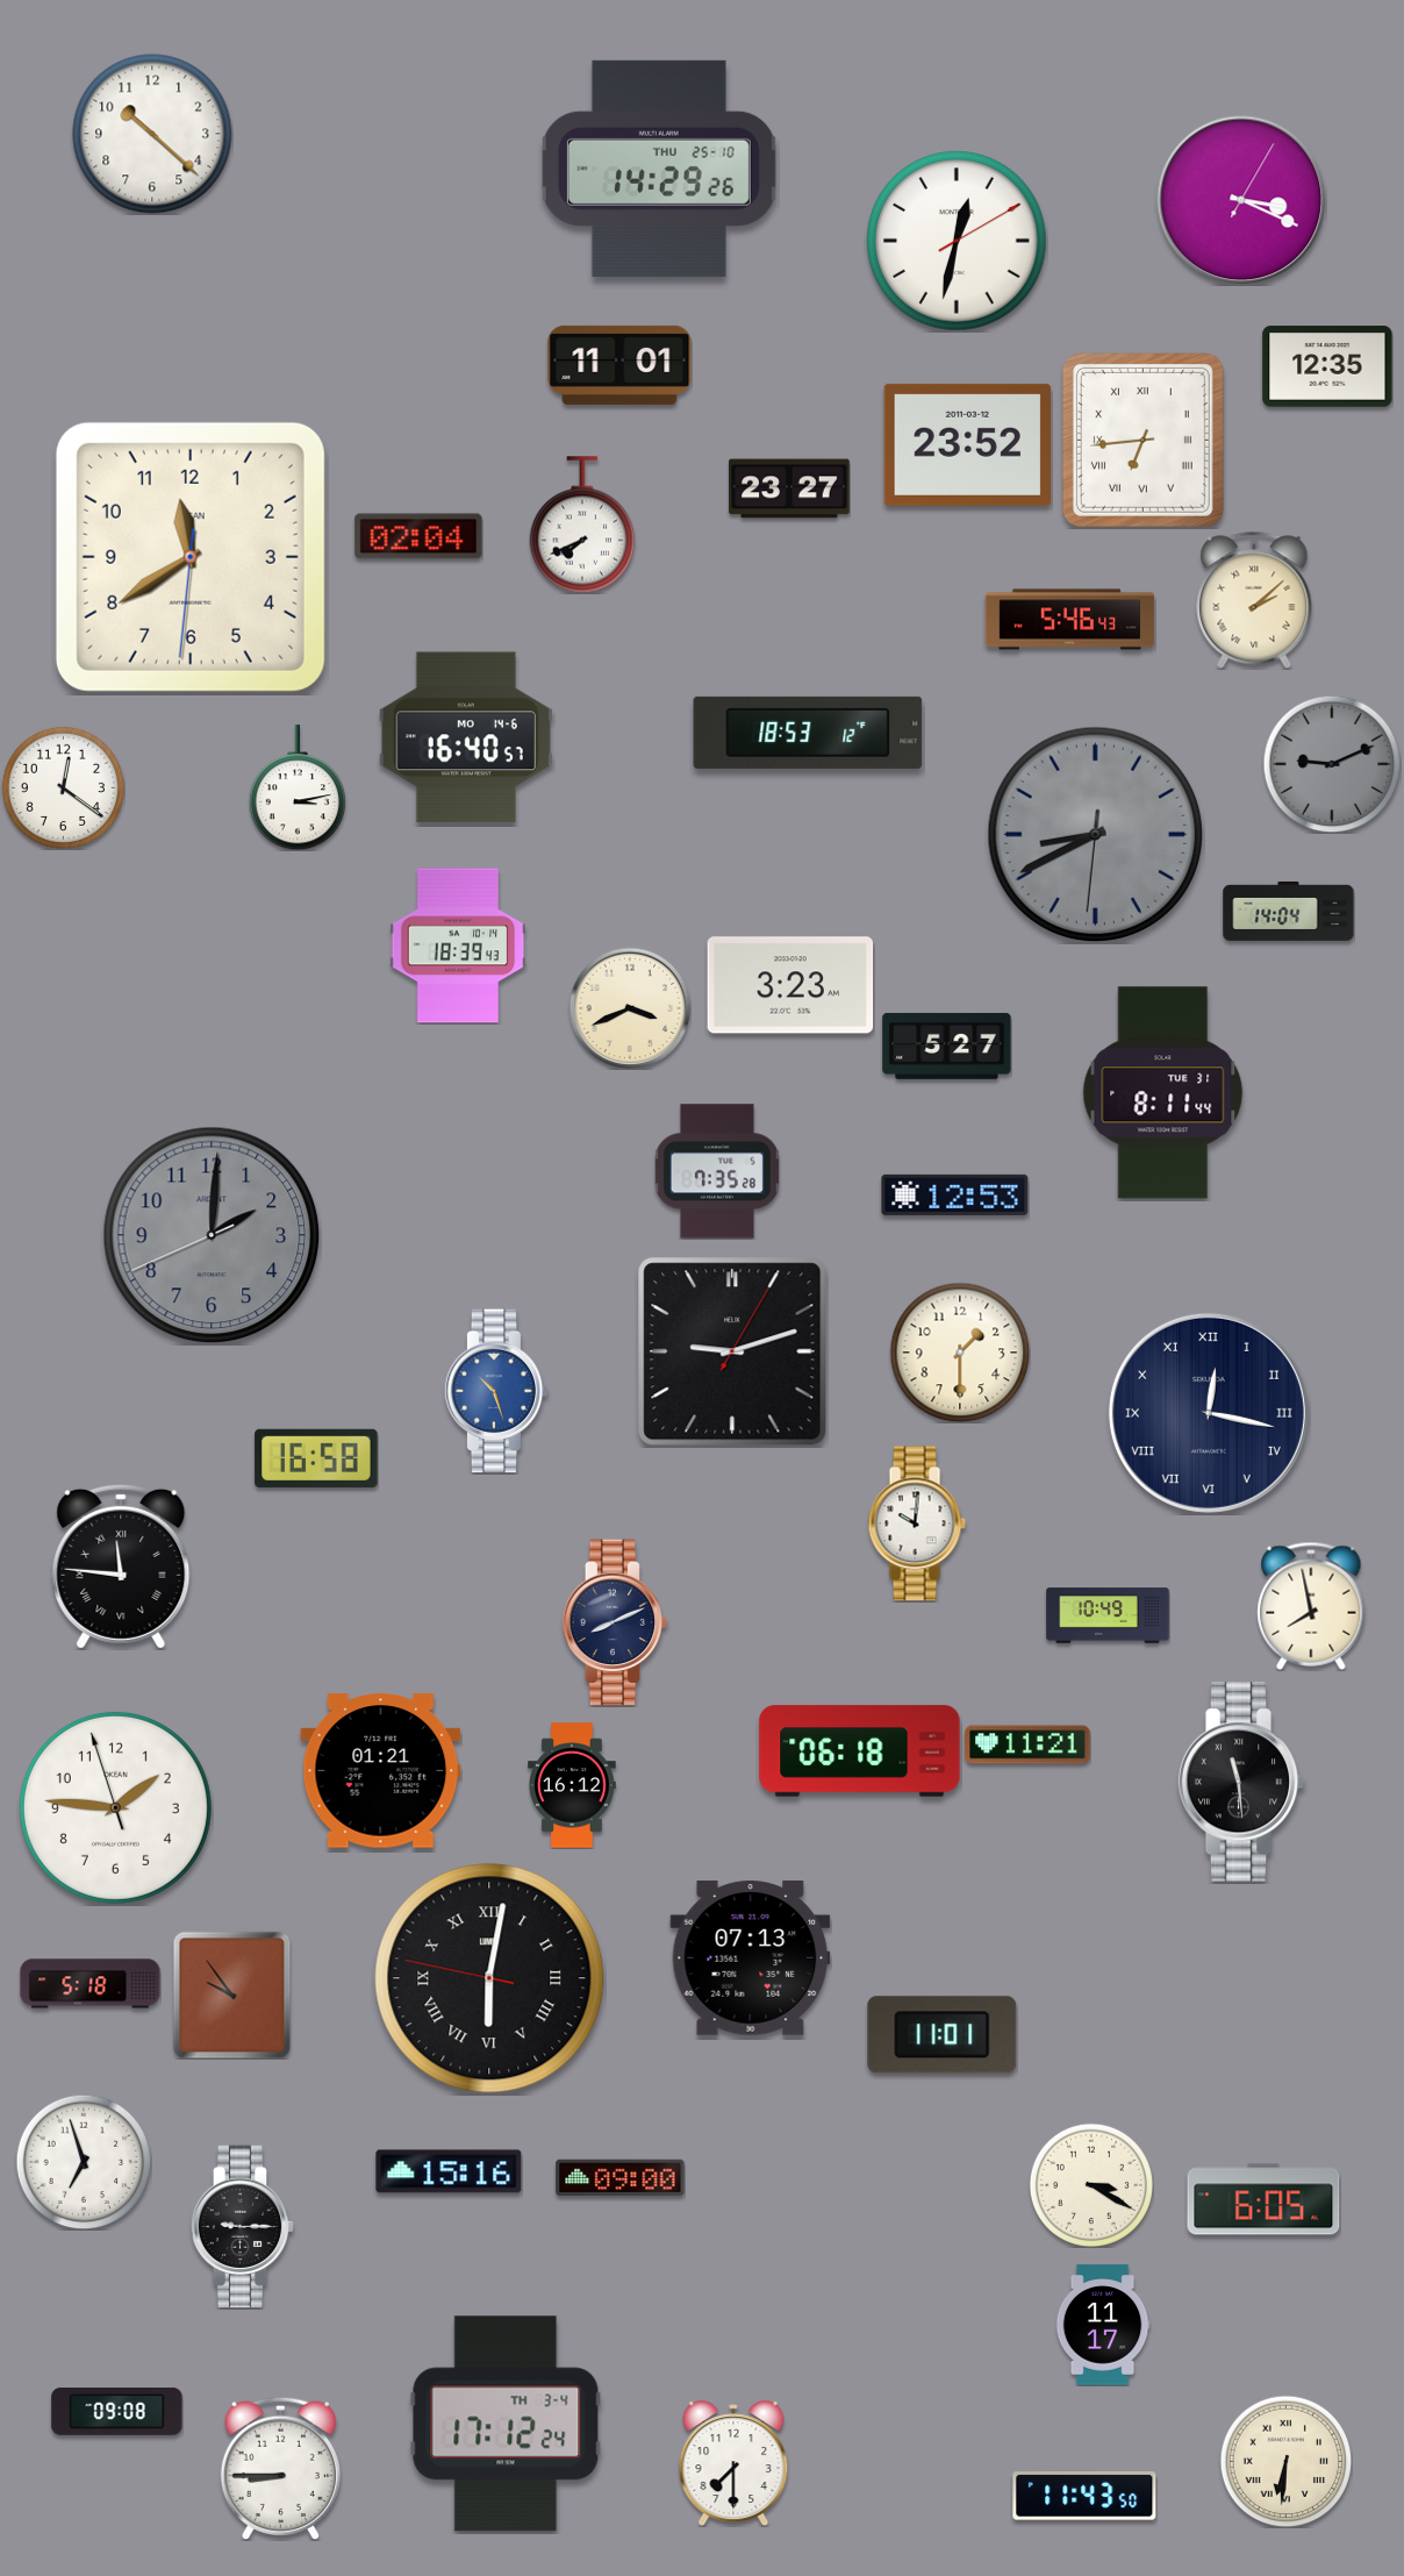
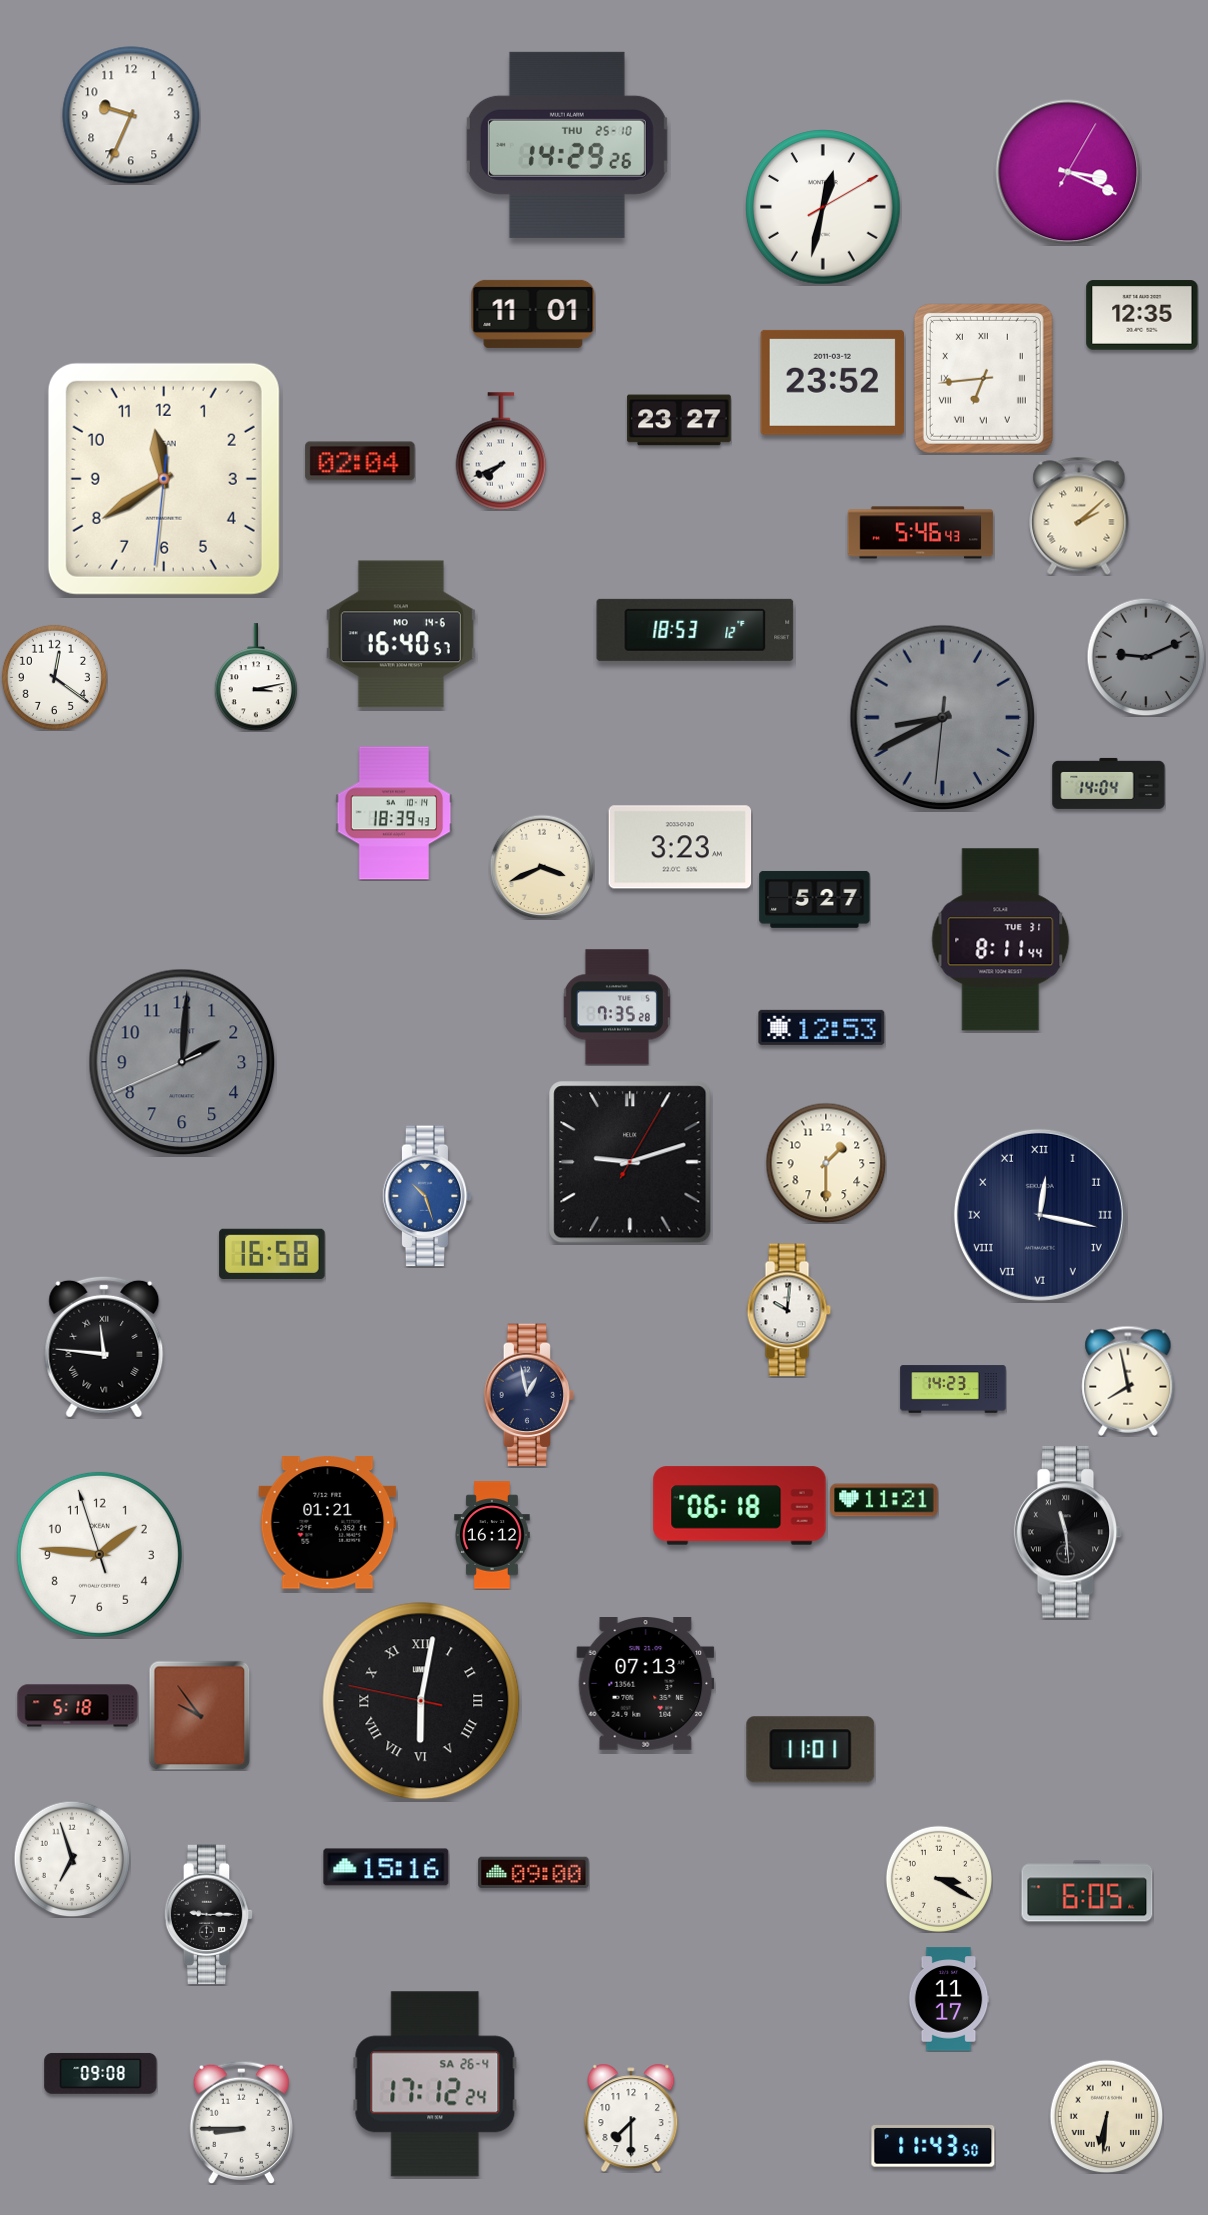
clock at (152, 134): 10:22 -> 9:34
clock at (1108, 1615): 10:49 -> 14:23
clock at (615, 1622): 8:11 -> 12:58
clock at (506, 2424) date: TH 3-4 -> SA 26-4
